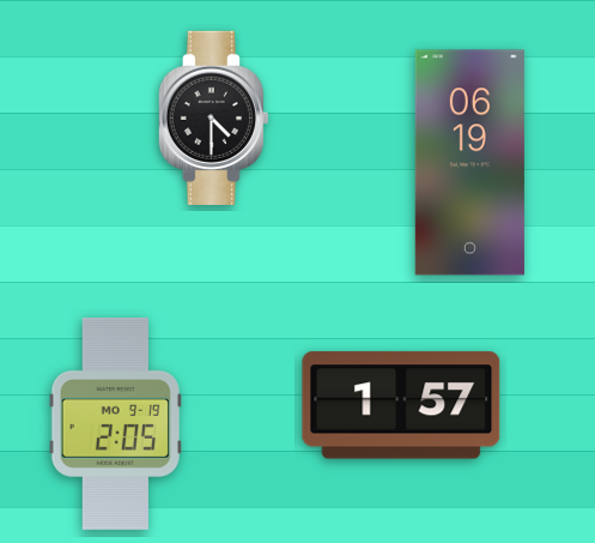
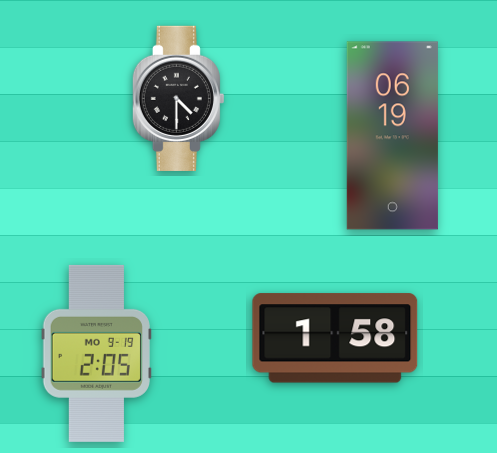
clock at (401, 405): 1:57 -> 1:58
